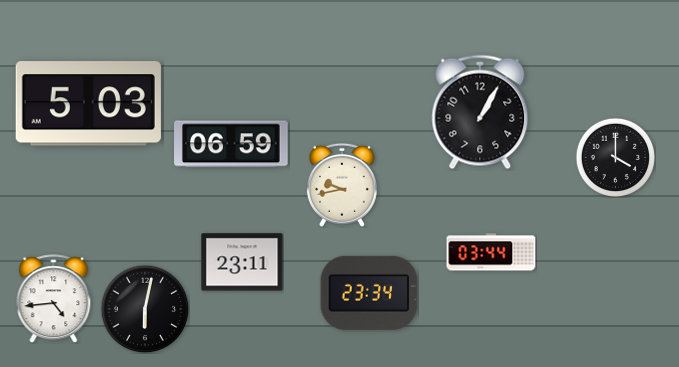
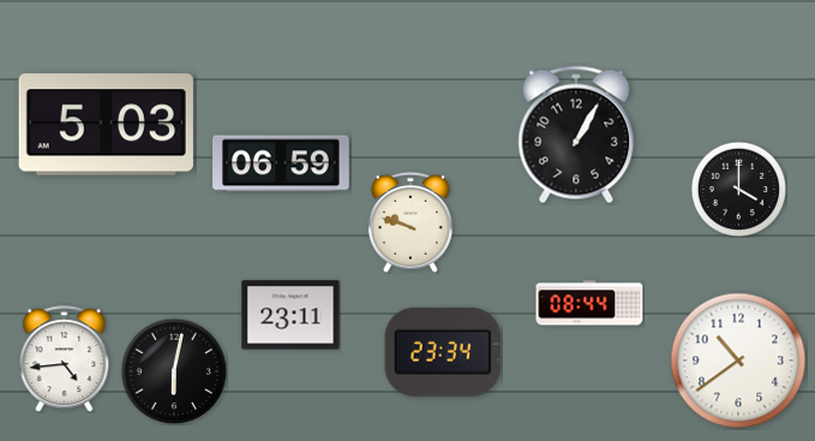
clock at (231, 144) position: (231, 144) -> (281, 163)
clock at (342, 185): 9:43 -> 9:48
clock at (491, 252): 03:44 -> 08:44
clock at (738, 360): none -> 10:39
